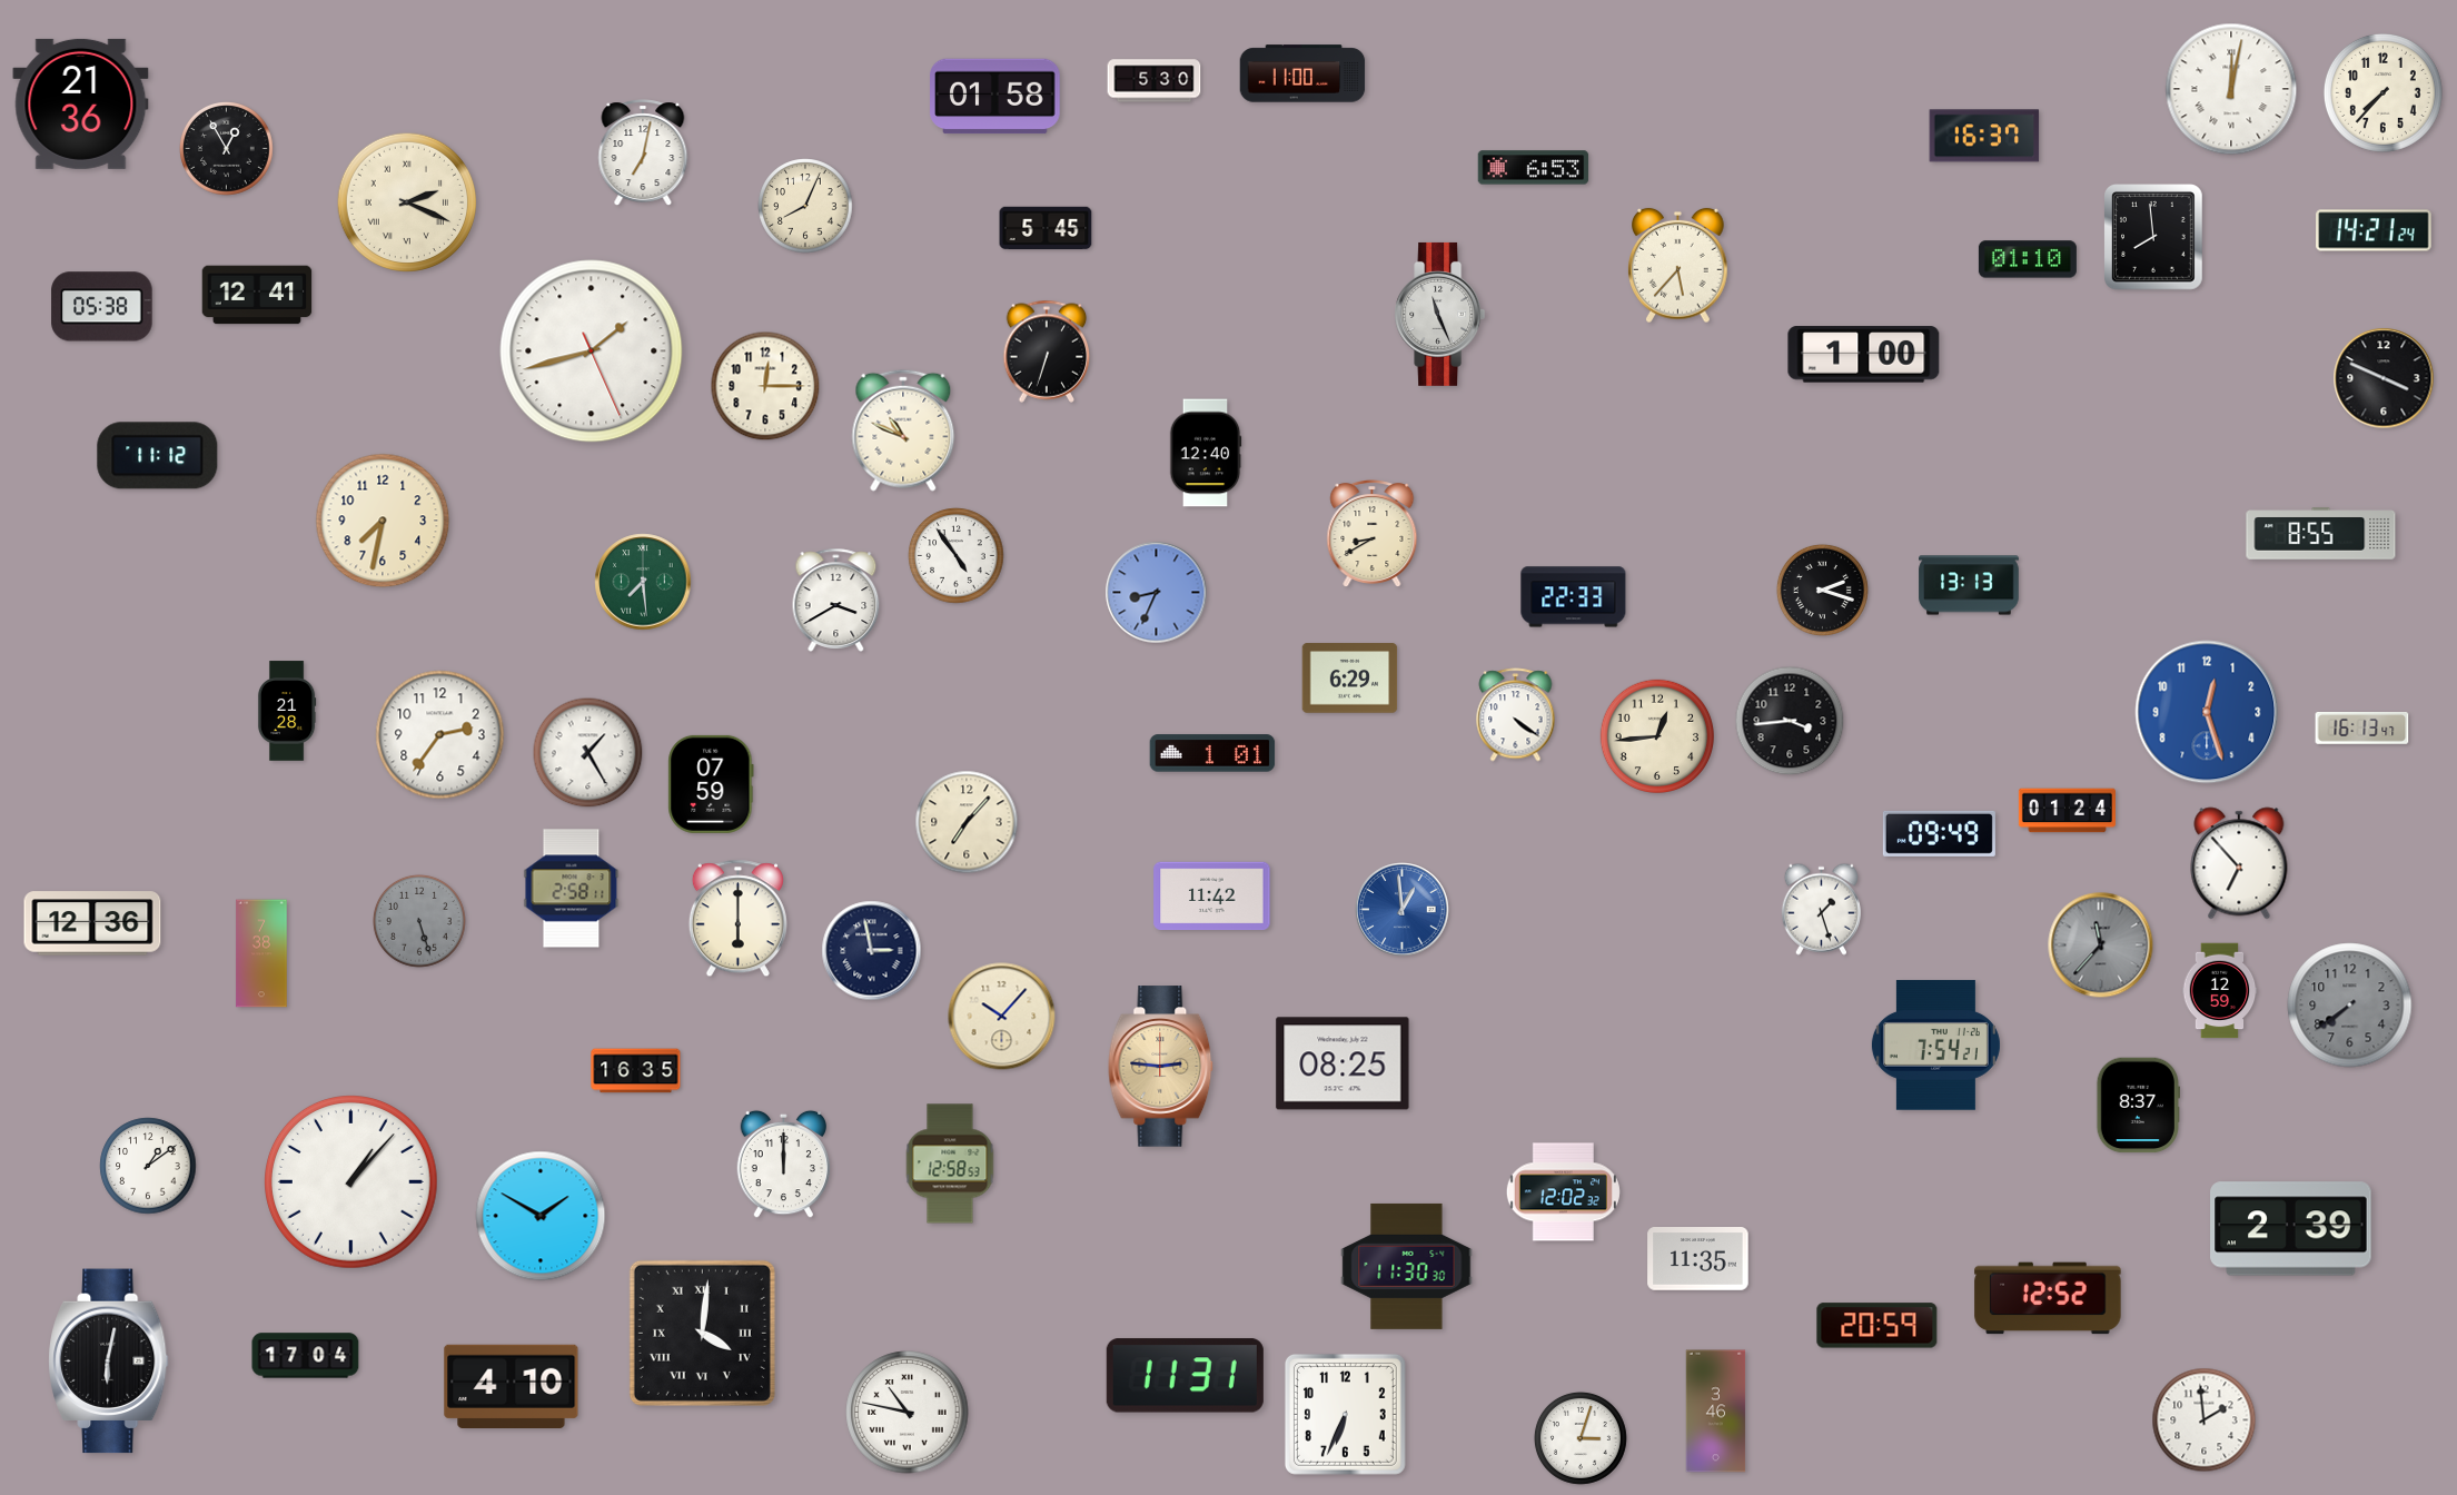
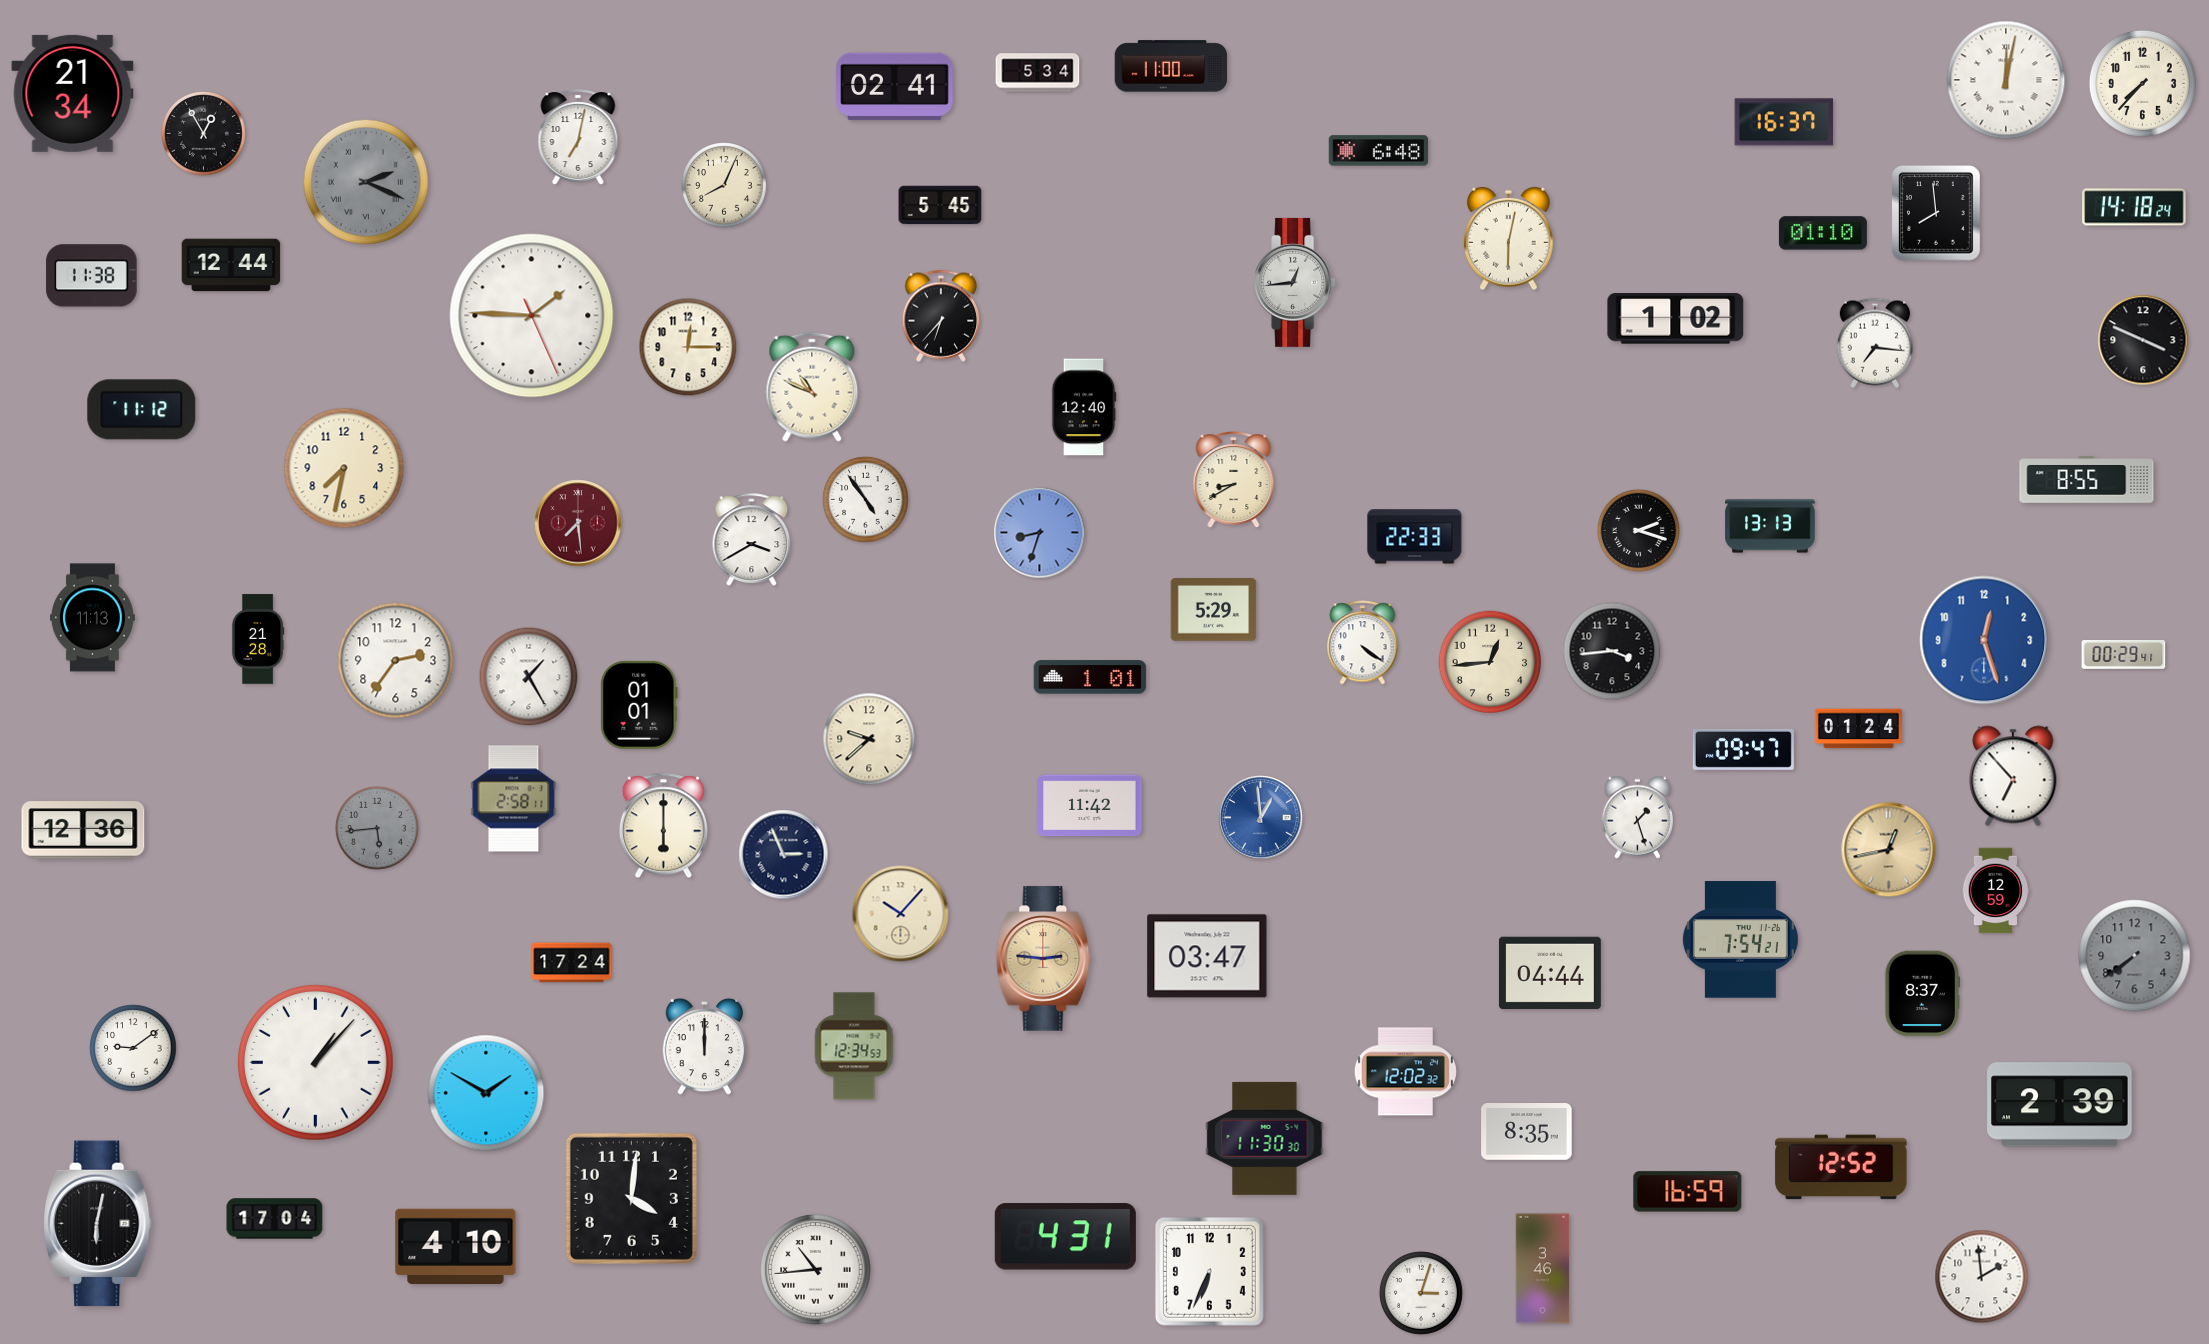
clock at (1155, 81): 5:30 -> 5:34
clock at (995, 97): 01:58 -> 02:41
clock at (81, 103): 21:36 -> 21:34
clock at (1534, 168): 6:53 -> 6:48
clock at (407, 201) dial: cream -> grey
clock at (2374, 230): 14:21 -> 14:18
clock at (1678, 266): 5:37 -> 6:02
clock at (257, 295): 12:41 -> 12:44
clock at (102, 307): 05:38 -> 11:38
clock at (1440, 314): 11:26 -> 12:44
clock at (592, 352): 1:42 -> 1:45
clock at (1047, 352): 6:33 -> 6:37
clock at (1864, 355): 1:00 -> 1:02
clock at (1875, 343): none -> 7:16
clock at (957, 556) position: (957, 556) -> (866, 500)
clock at (643, 582) dial: green -> burgundy
clock at (1157, 593): 8:34 -> 8:33
clock at (1350, 679): 6:29 -> 5:29
clock at (93, 618): none -> 11:13
clock at (1790, 721) position: (1790, 721) -> (1612, 651)
clock at (2362, 729): 16:13 -> 00:29
clock at (711, 784): 07:59 -> 01:01
clock at (967, 822): 7:07 -> 9:38
clock at (1939, 833): 09:49 -> 09:47
clock at (419, 921): 5:27 -> 5:44
clock at (2101, 945): 11:37 -> 12:43
clock at (2101, 945) dial: grey -> champagne
clock at (872, 951): 2:58 -> 2:56
clock at (261, 953): 7:38 -> none
clock at (2350, 1006) position: (2350, 1006) -> (2135, 956)
clock at (1343, 1063): 08:25 -> 03:47
clock at (636, 1071): 16:35 -> 17:24
clock at (1550, 972): none -> 04:44
clock at (950, 1164): 12:58 -> 12:34
clock at (148, 1166): 1:09 -> 9:09
clock at (1698, 1259): 11:35 -> 8:35
clock at (1878, 1326): 20:59 -> 16:59
clock at (702, 1333) numerals: Roman -> Arabic
clock at (1185, 1376): 11:31 -> 4:31
clock at (512, 1387) position: (512, 1387) -> (456, 1247)
clock at (908, 1413): 10:47 -> 10:44
